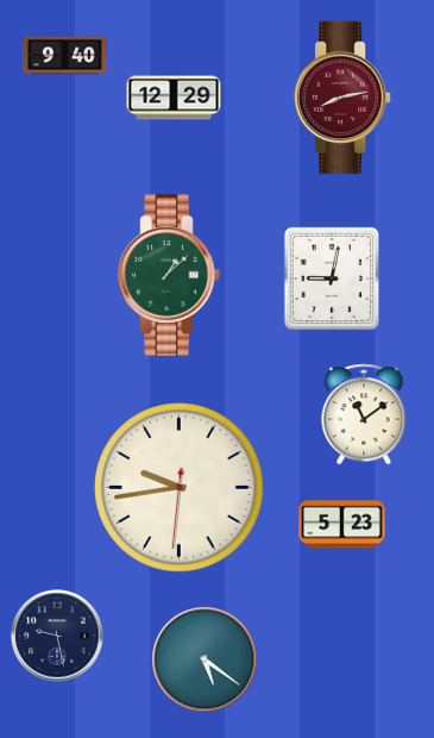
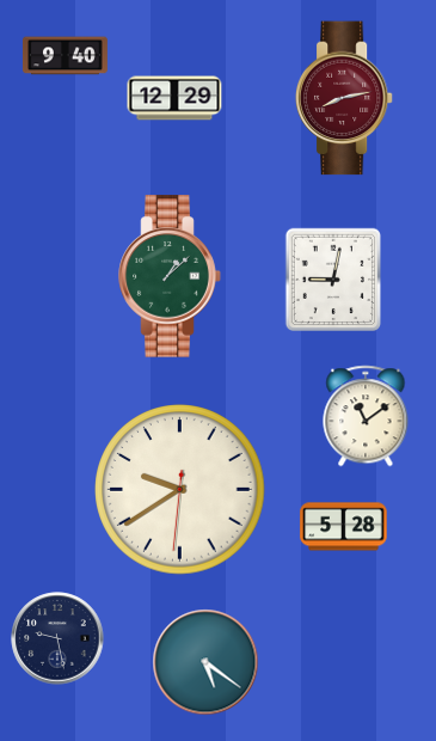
clock at (180, 488): 9:43 -> 9:39
clock at (342, 525): 5:23 -> 5:28
